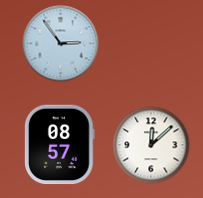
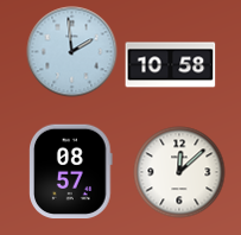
clock at (61, 44): 2:54 -> 1:59
clock at (171, 65): none -> 10:58
